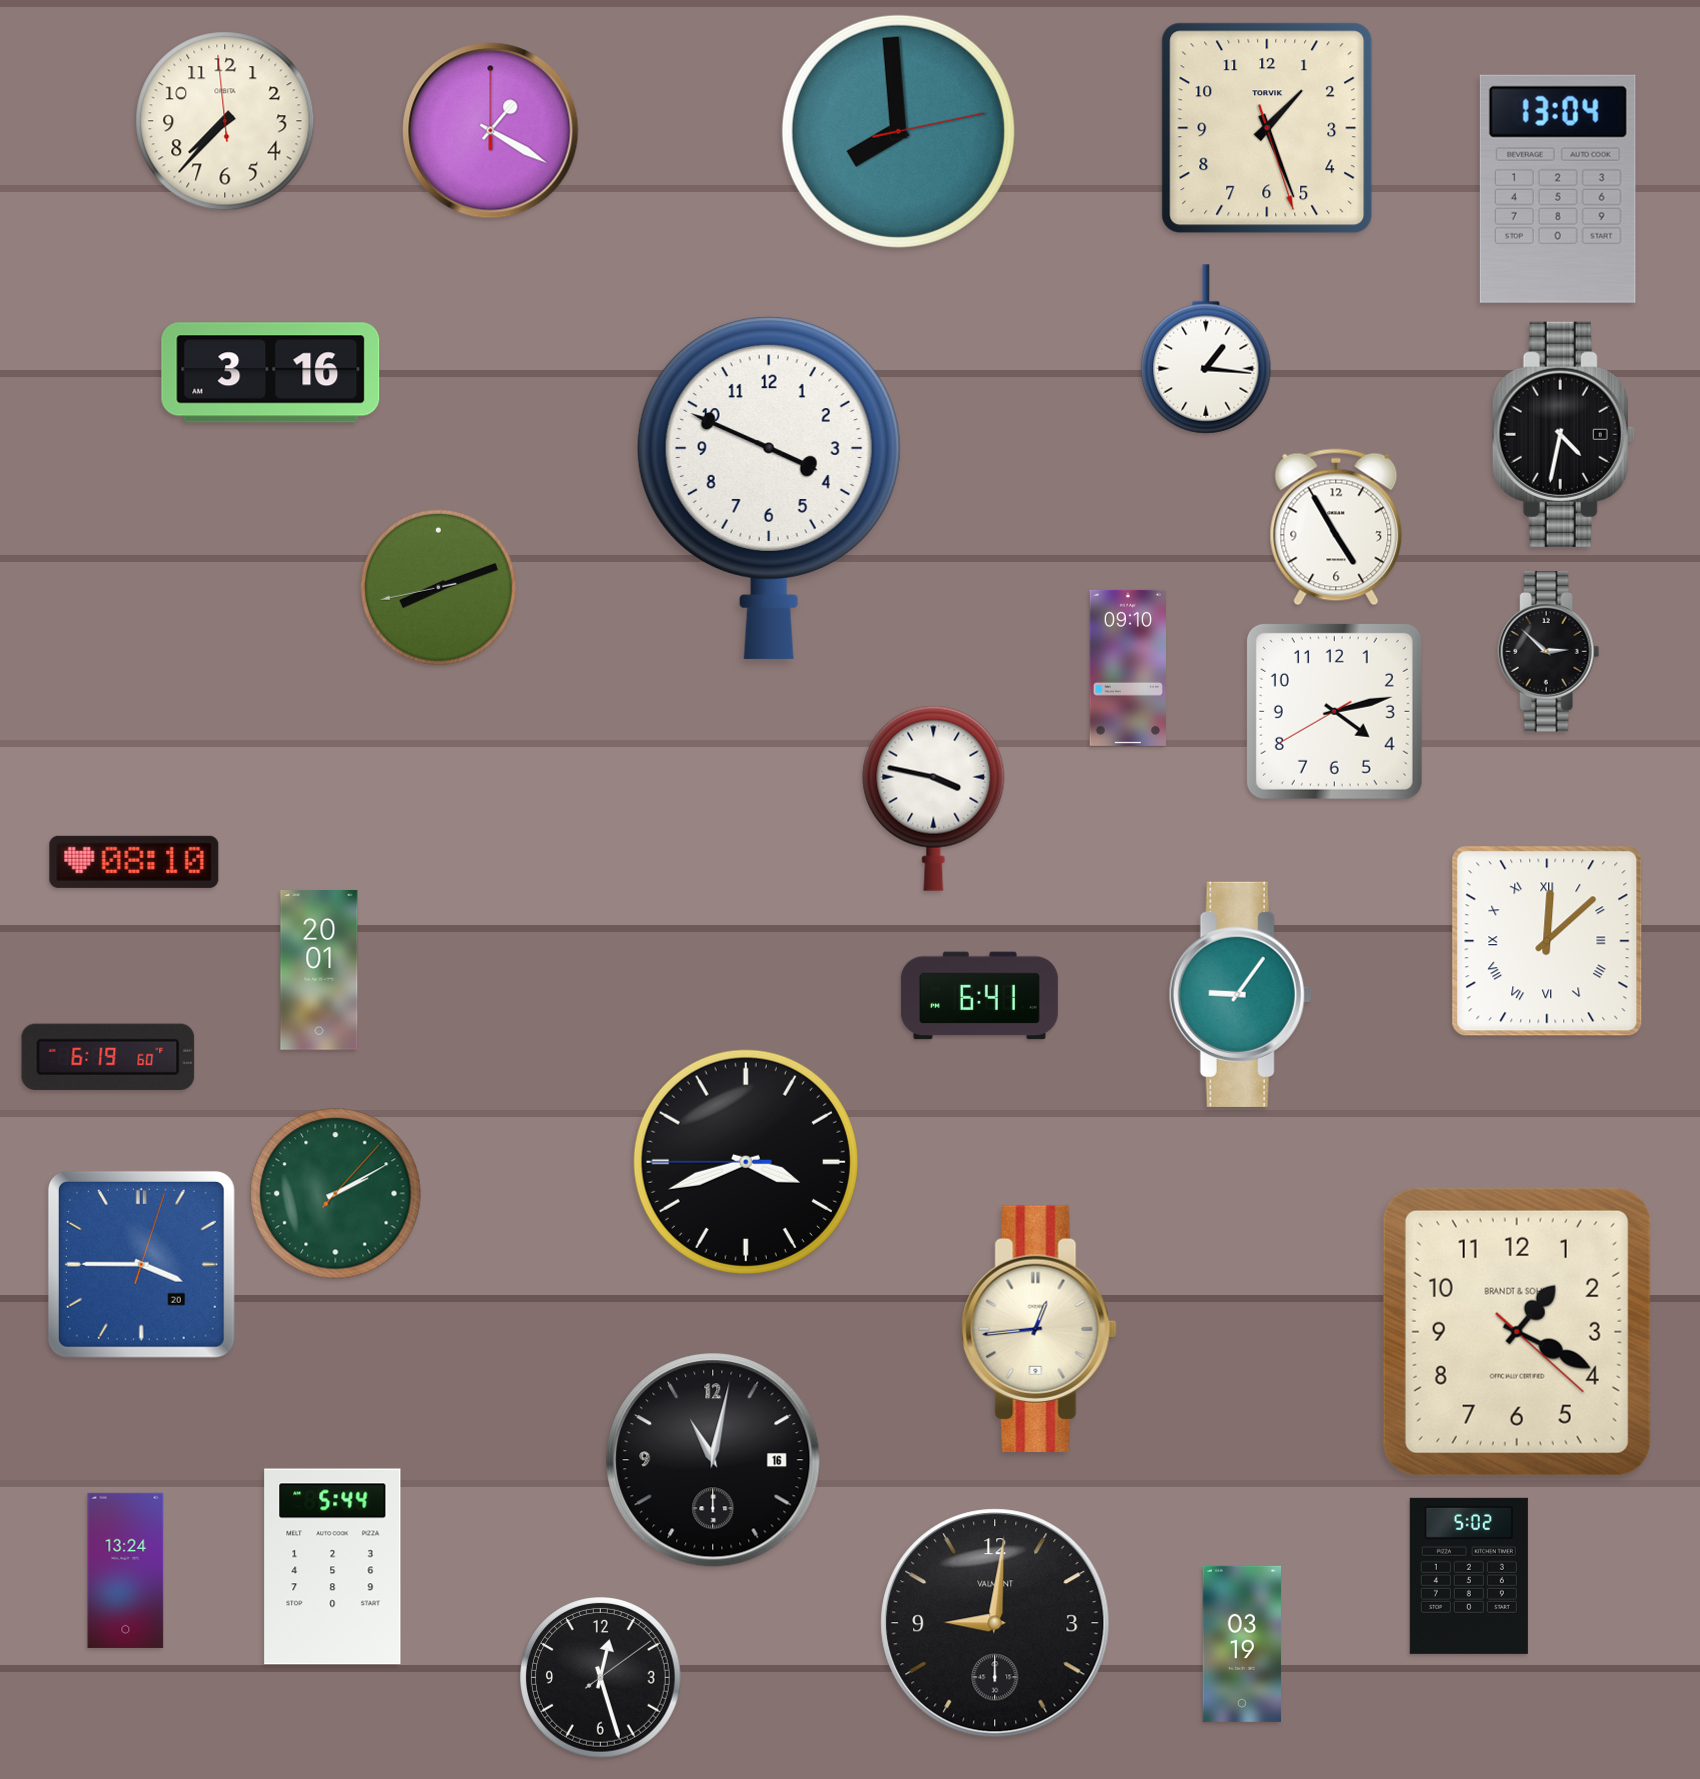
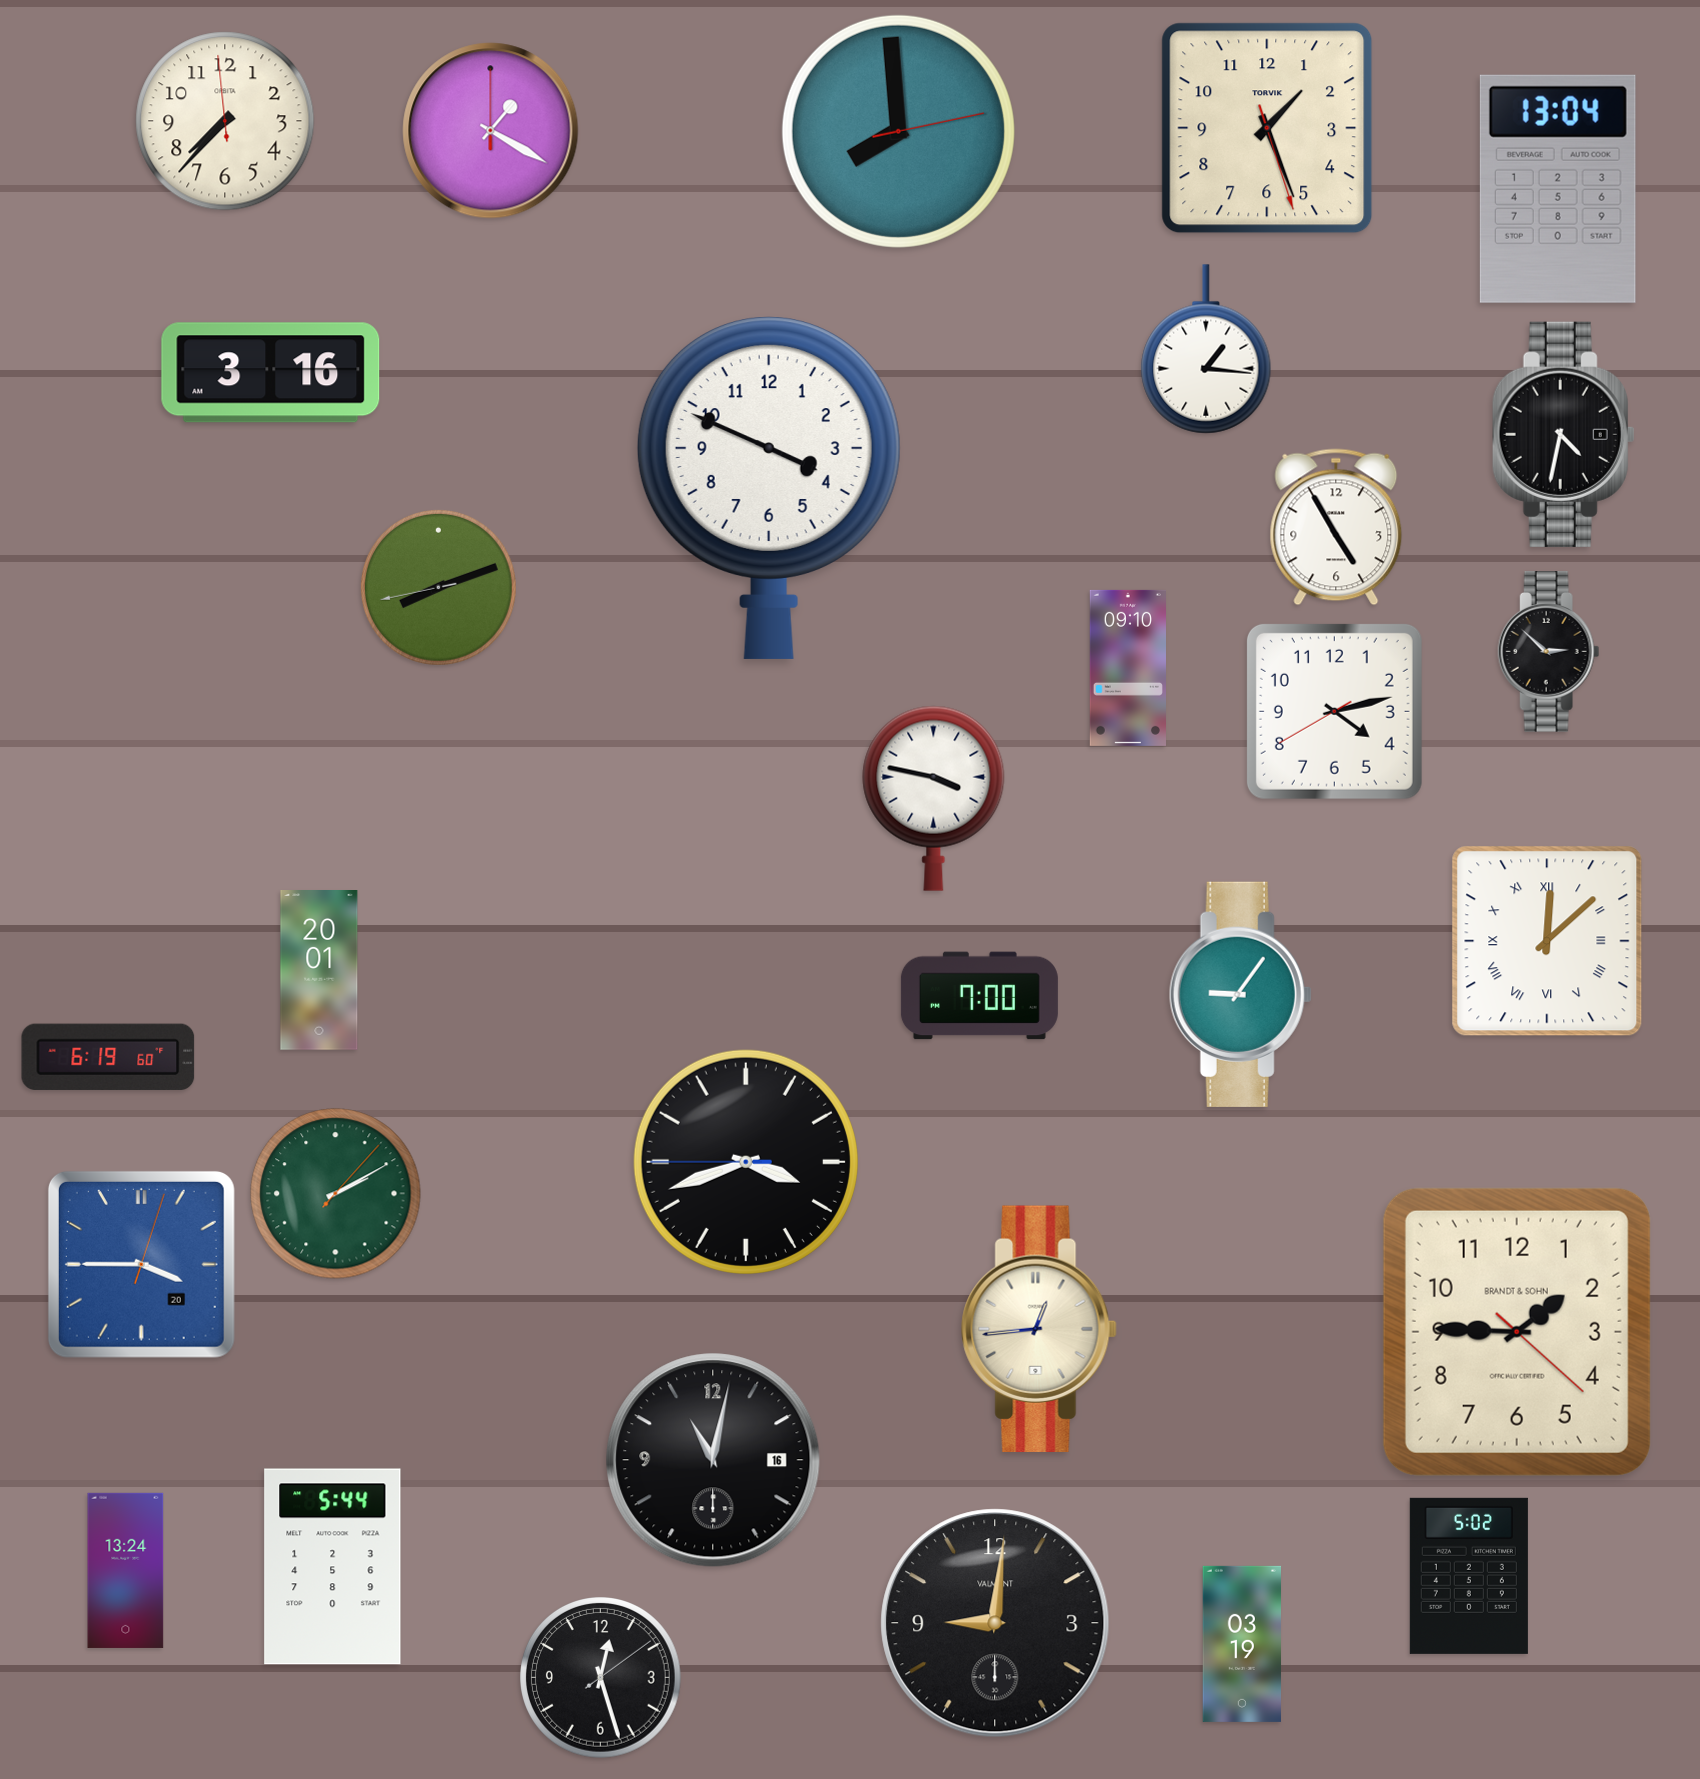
clock at (134, 862): 08:10 -> none
clock at (979, 996): 6:41 -> 7:00
clock at (1517, 1332): 1:19 -> 1:45
